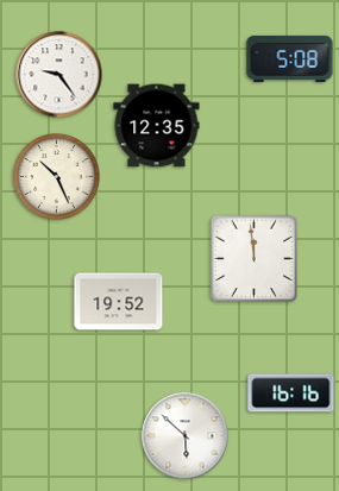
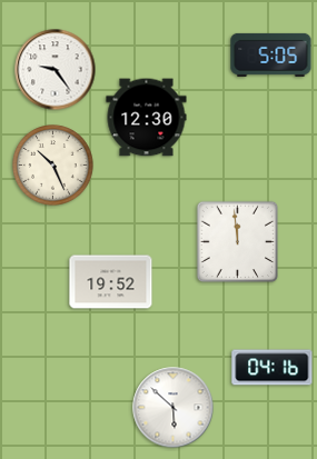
clock at (290, 58): 5:08 -> 5:05
clock at (157, 126): 12:35 -> 12:30
clock at (291, 394): 16:16 -> 04:16
